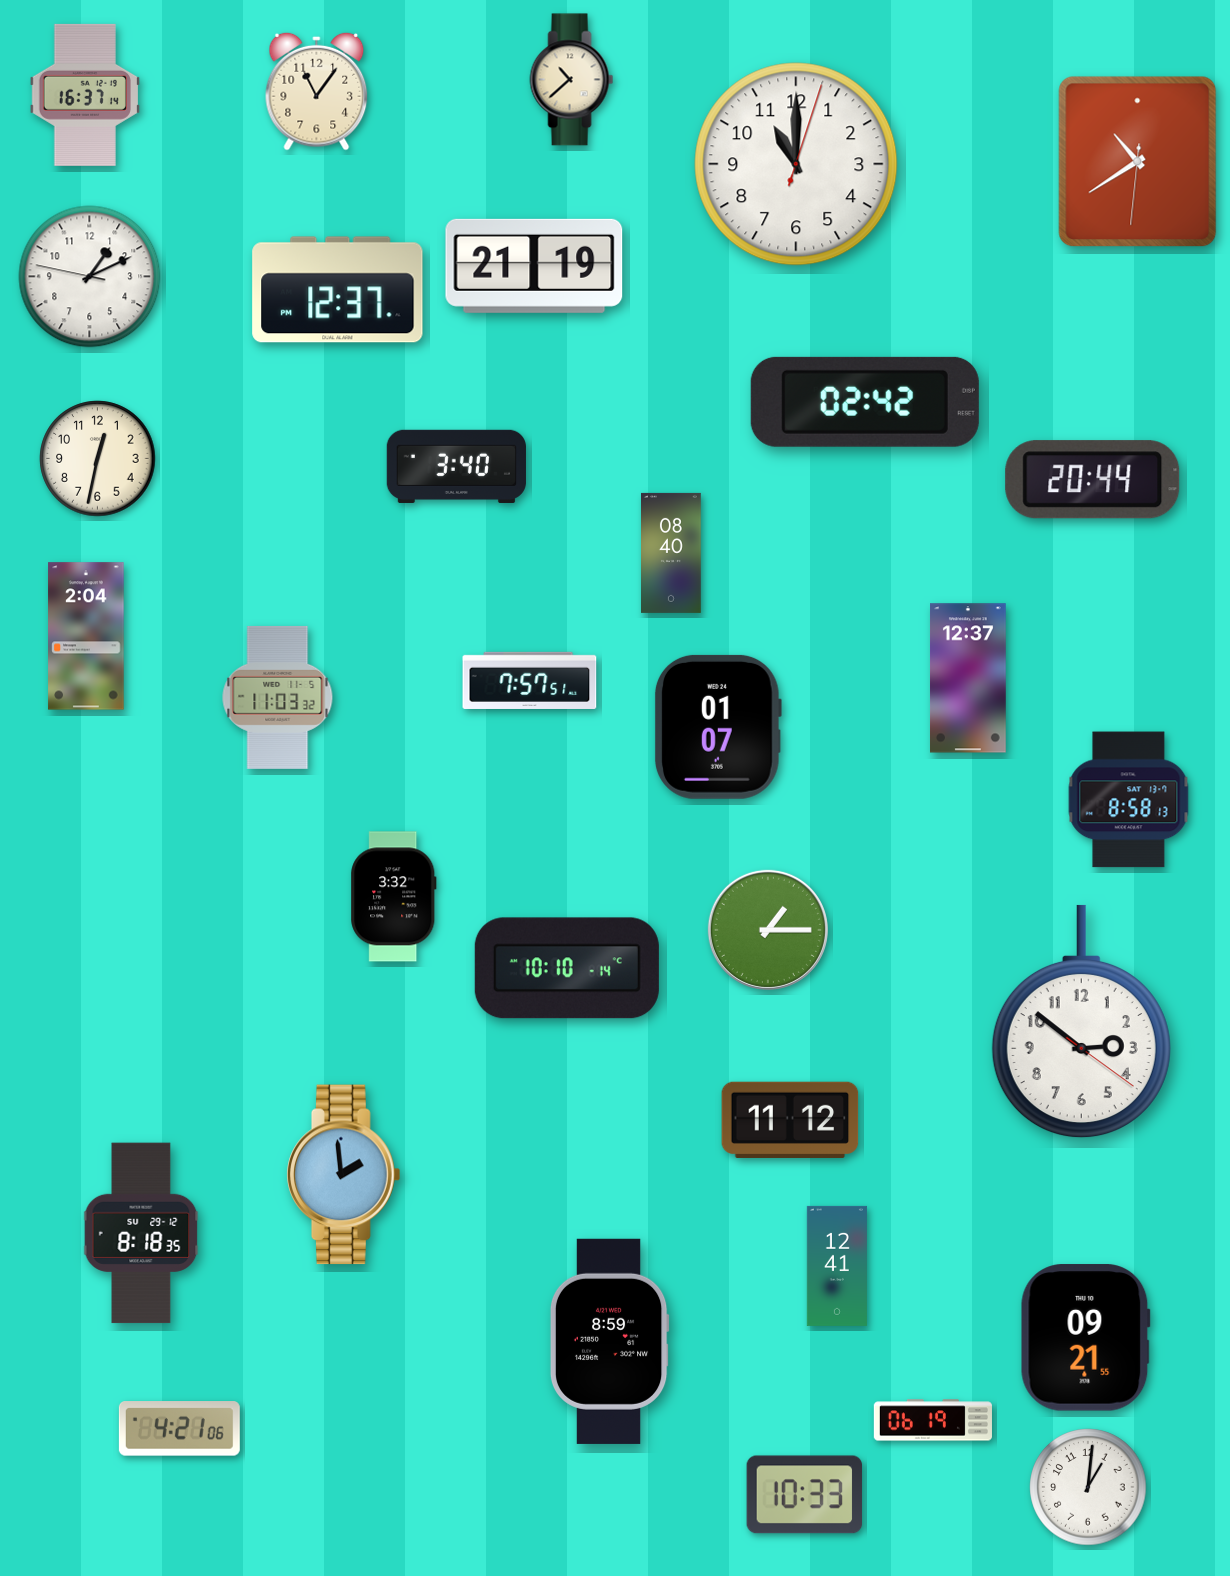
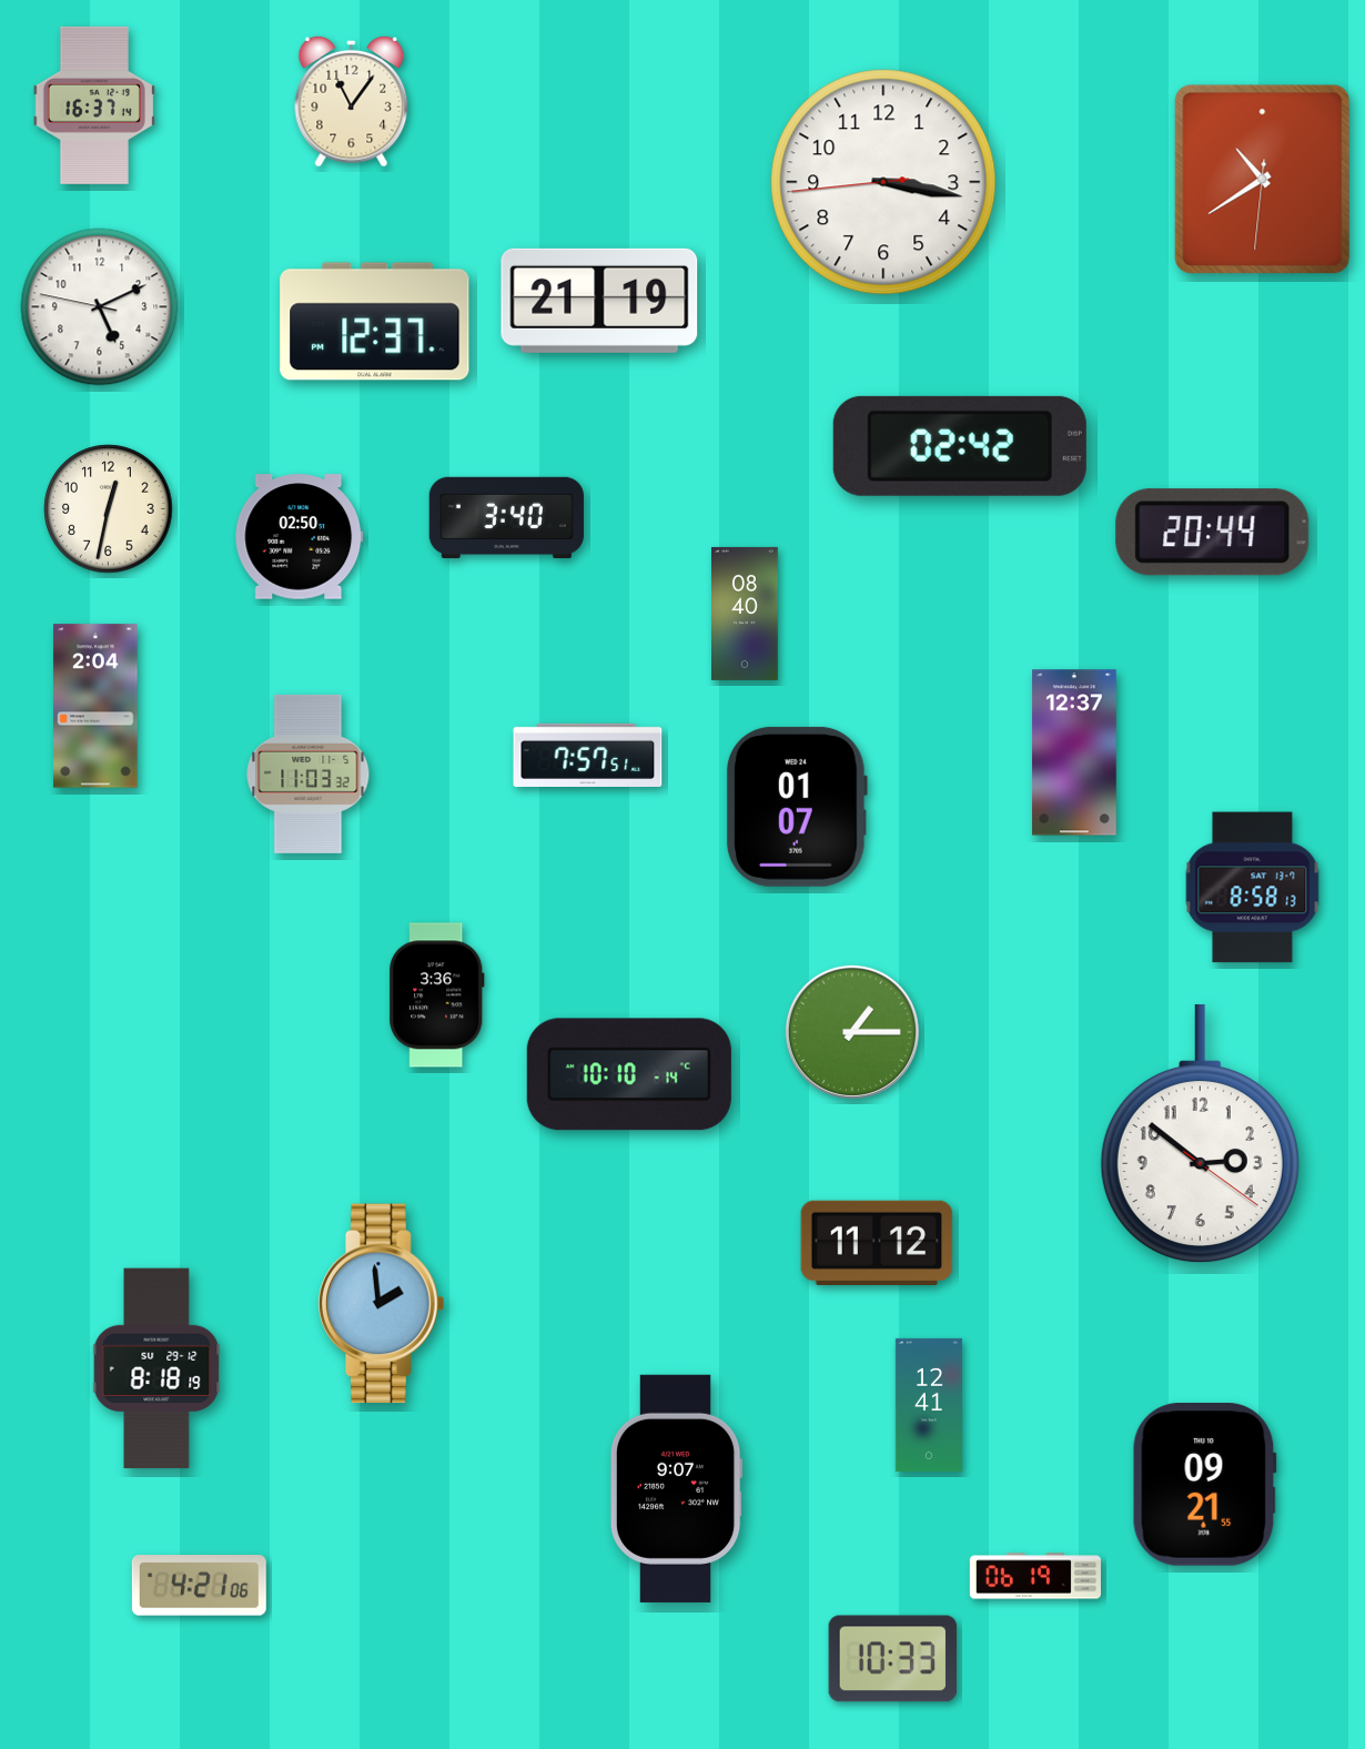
clock at (572, 80): 10:38 -> none
clock at (796, 164): 11:00 -> 3:16
clock at (534, 266) position: (534, 266) -> (599, 301)
clock at (90, 277): 1:10 -> 5:10
clock at (300, 537): none -> 02:50
clock at (394, 897): 3:32 -> 3:36
clock at (141, 1233): 8:18:35 -> 8:18:19
clock at (609, 1341): 8:59 -> 9:07
clock at (1088, 1487): 1:01 -> none
